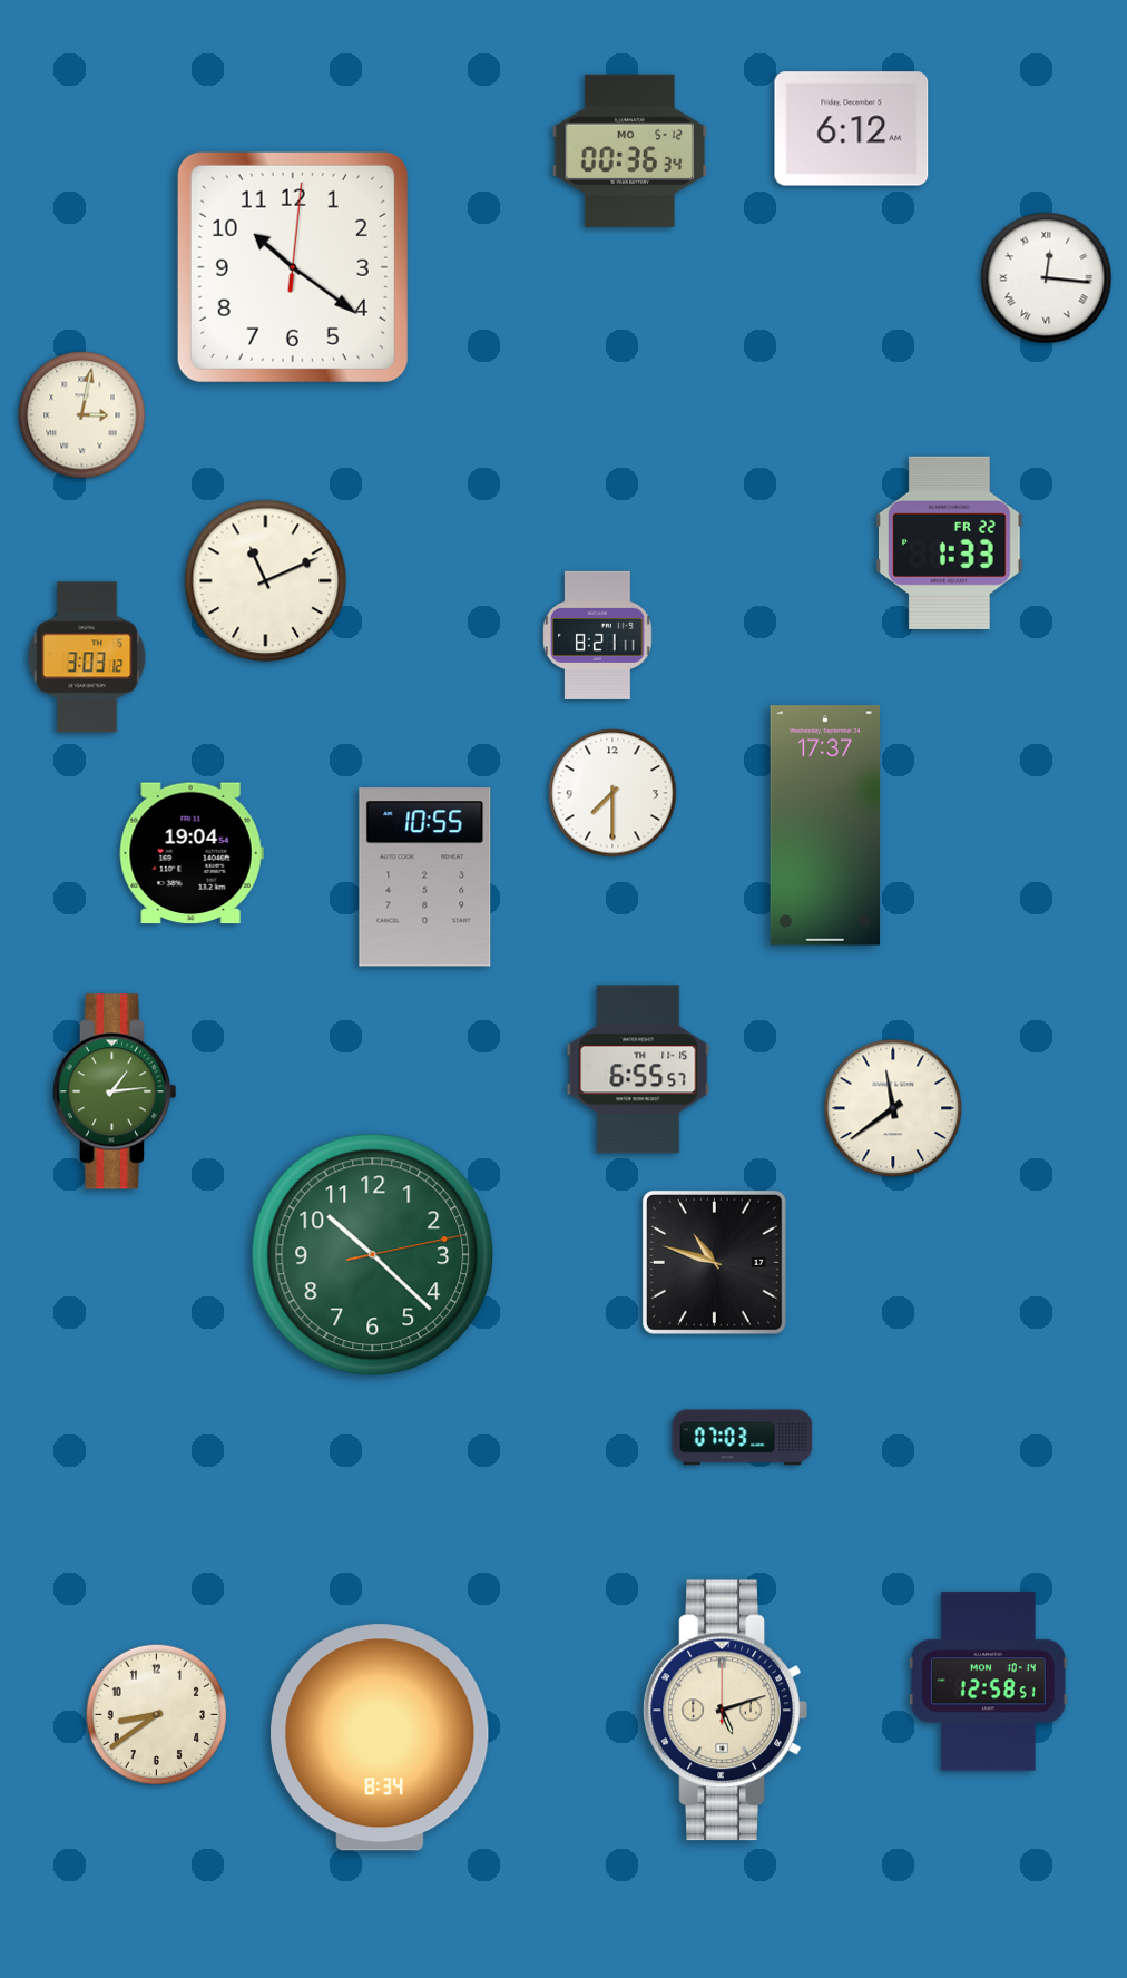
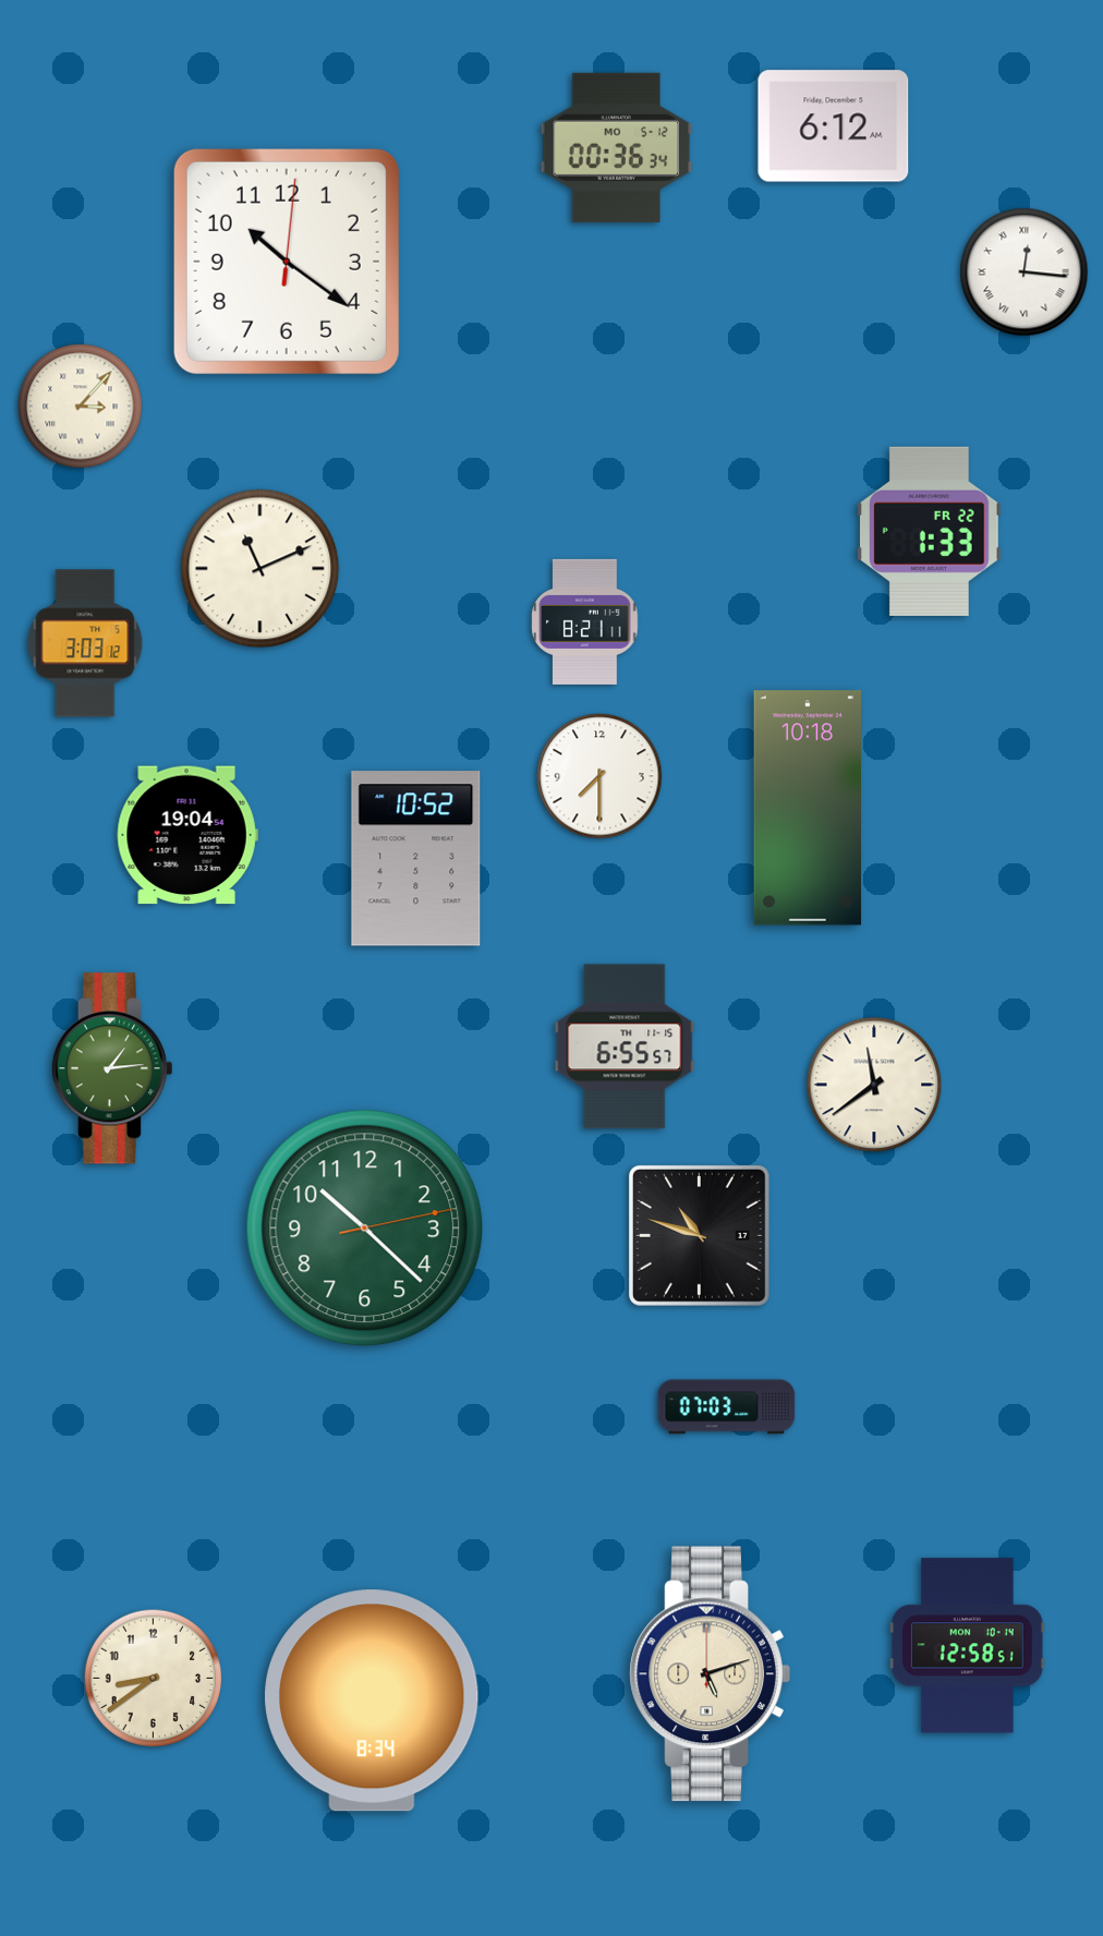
clock at (82, 415): 3:02 -> 3:07
clock at (824, 825): 17:37 -> 10:18
clock at (425, 878): 10:55 -> 10:52
